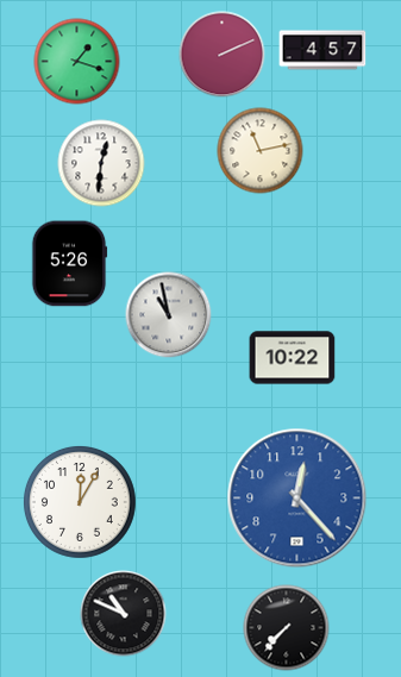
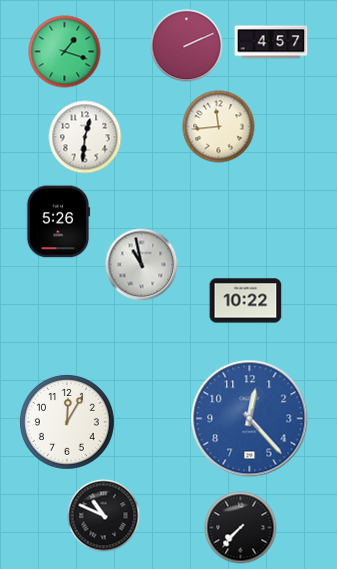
clock at (261, 151): 11:13 -> 11:44
